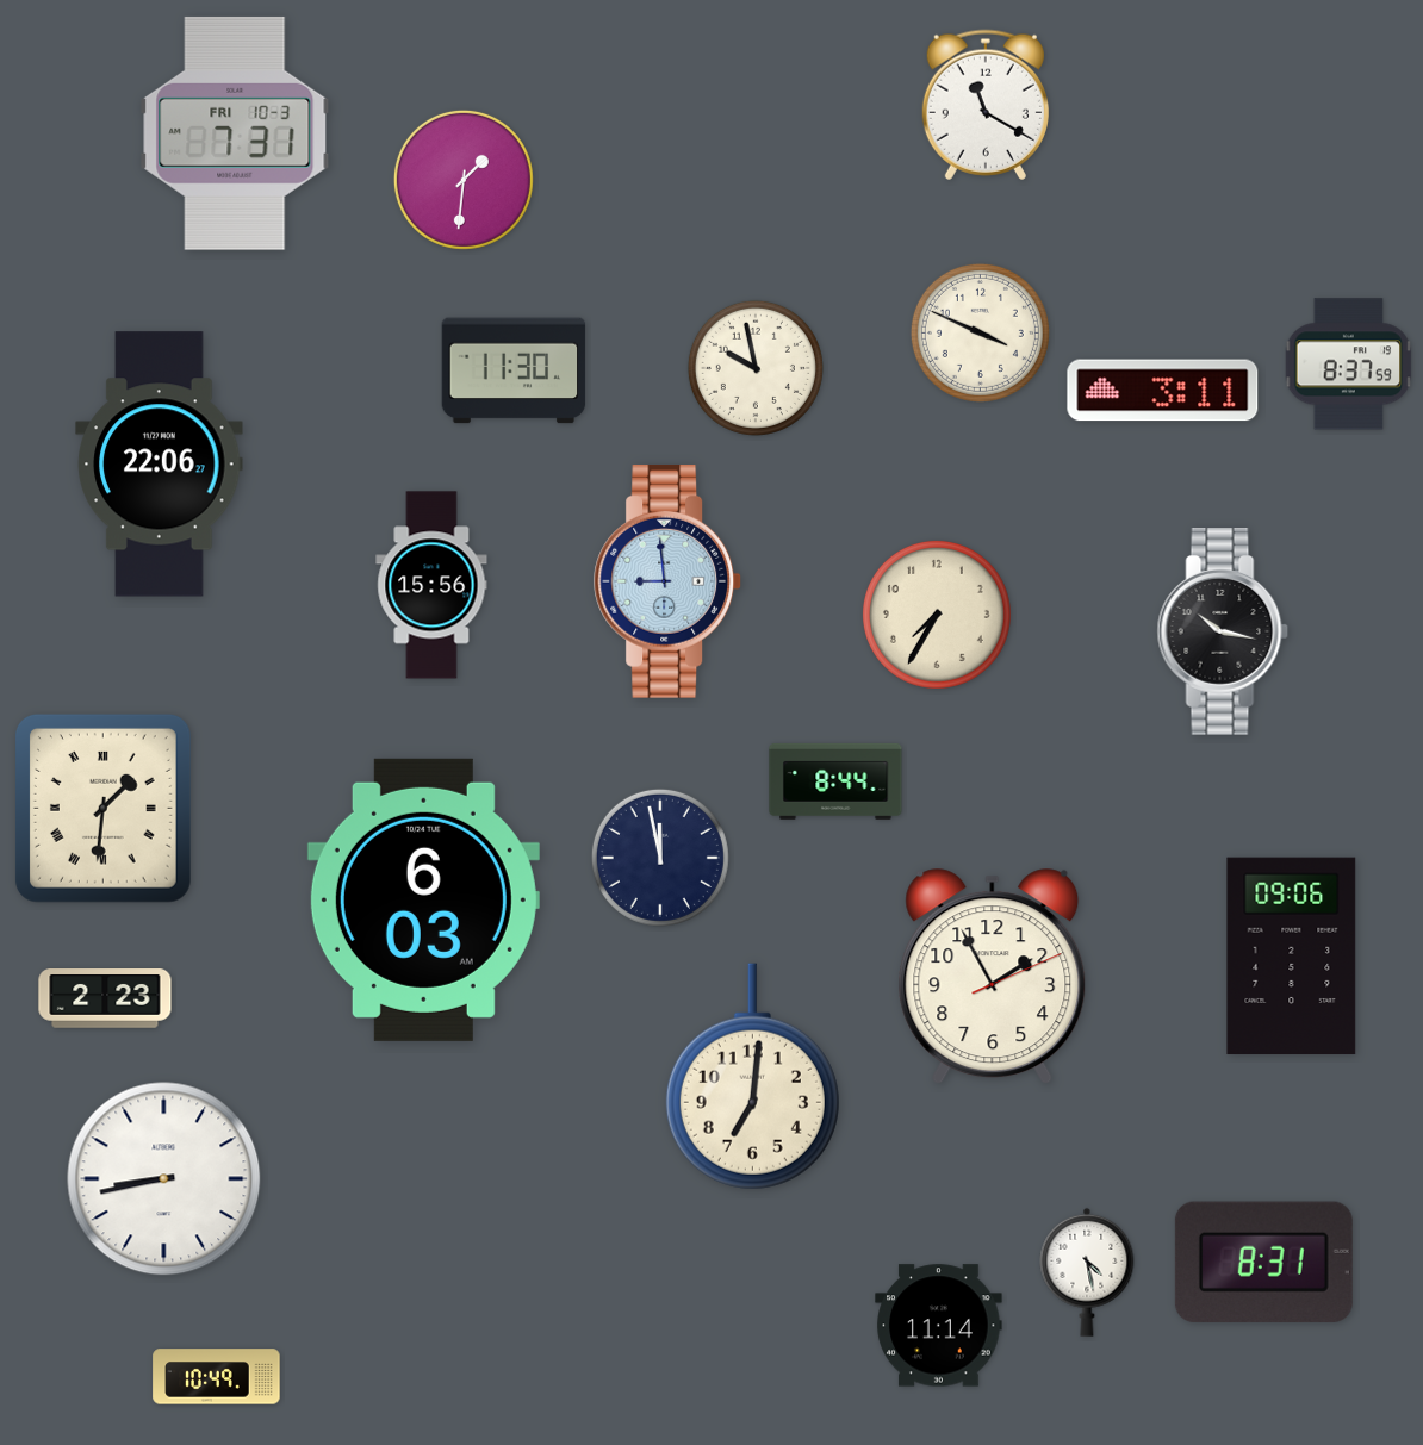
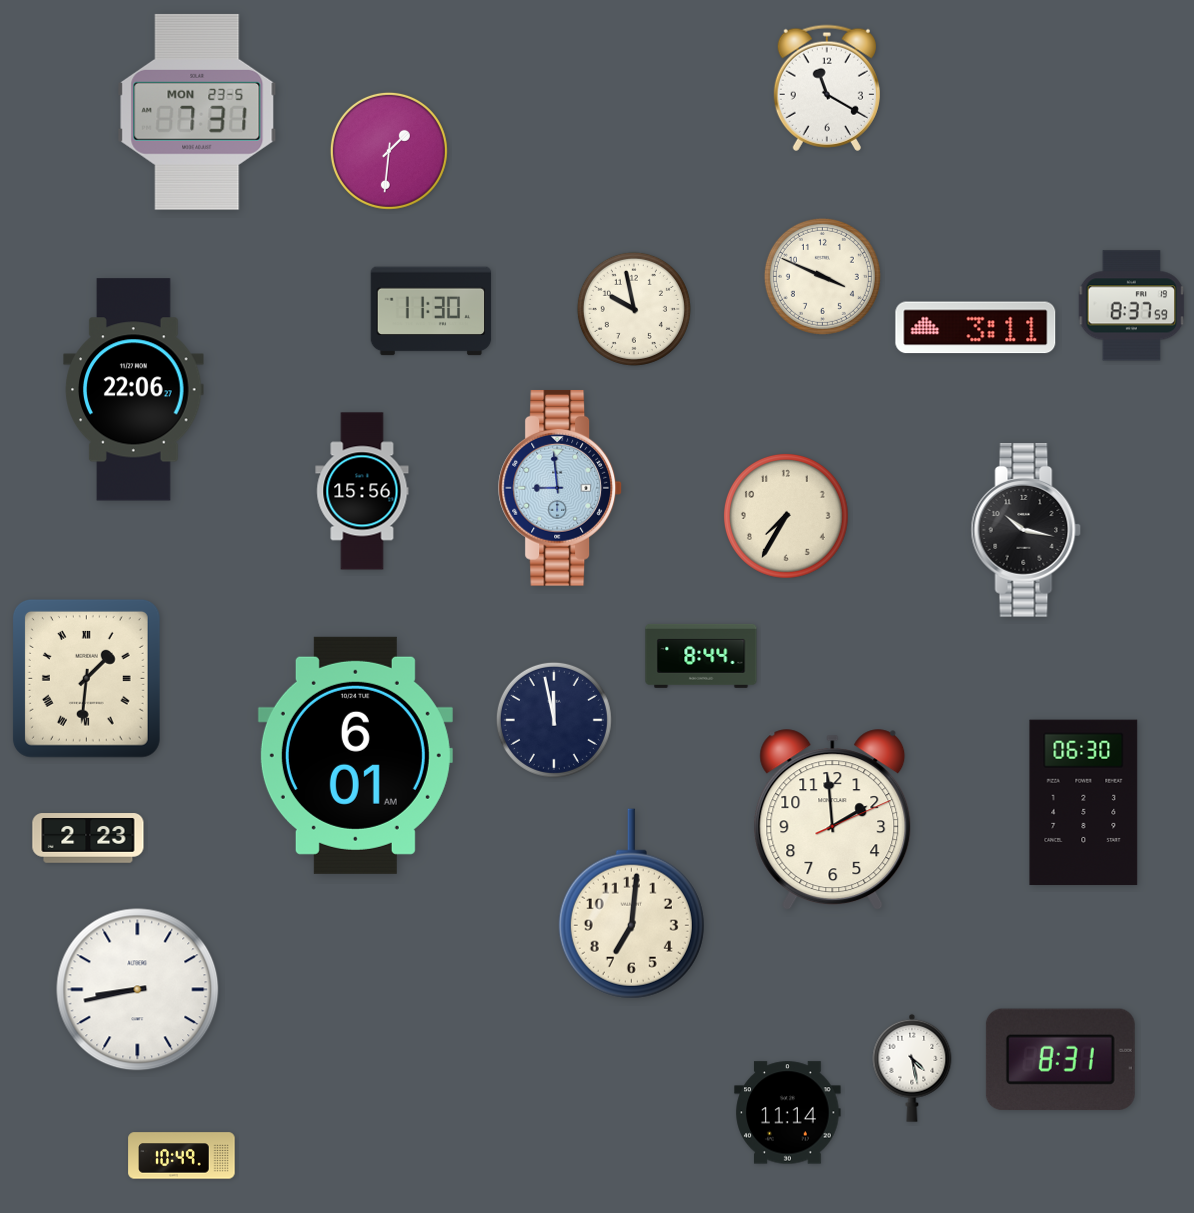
clock at (235, 133) date: FRI 10-3 -> MON 23-5
clock at (980, 332) position: (980, 332) -> (822, 276)
clock at (423, 899): 6:03 -> 6:01
clock at (1292, 957): 09:06 -> 06:30
clock at (993, 977): 1:55 -> 1:59
